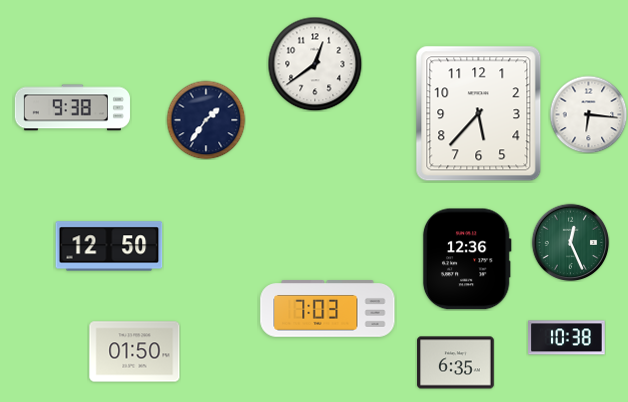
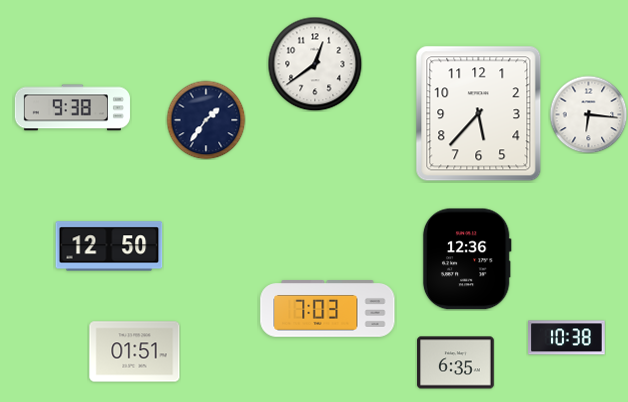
clock at (570, 242): 12:26 -> none
clock at (135, 352): 01:50 -> 01:51
